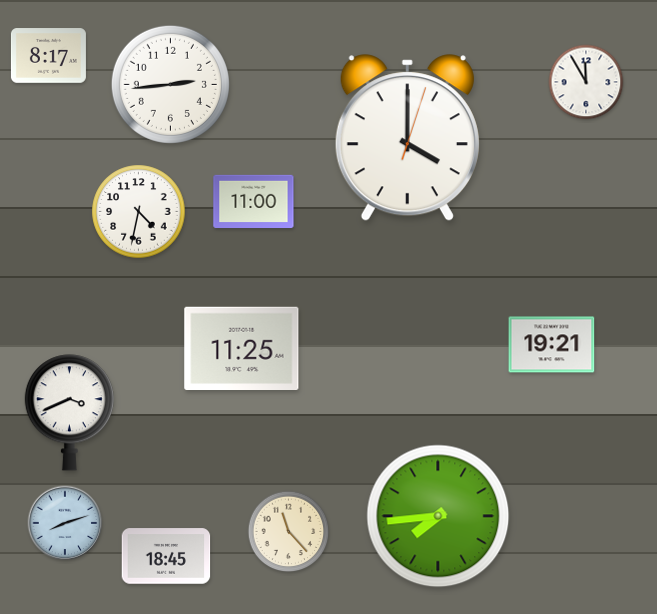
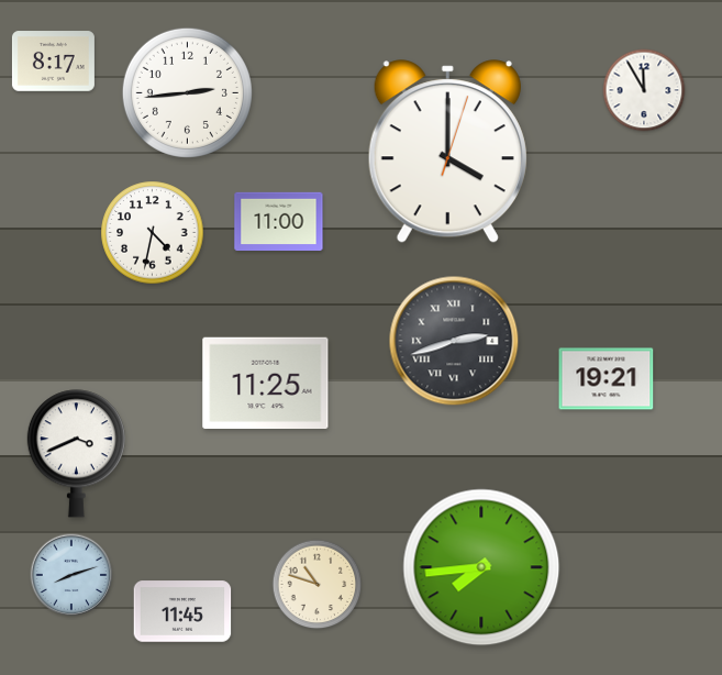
clock at (454, 341): none -> 2:42
clock at (289, 532): 11:23 -> 10:48
clock at (166, 556): 18:45 -> 11:45
